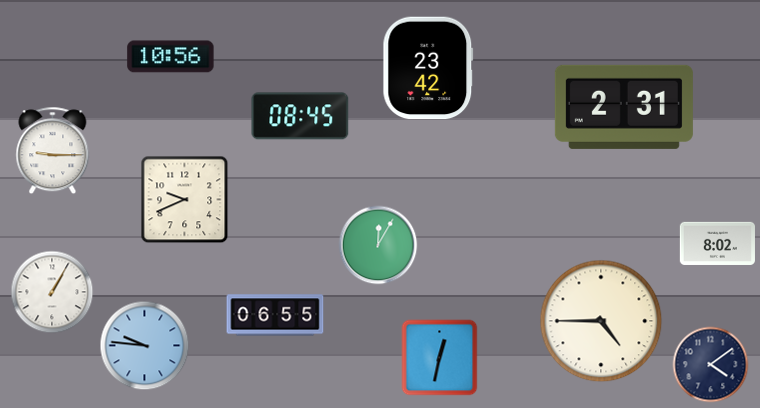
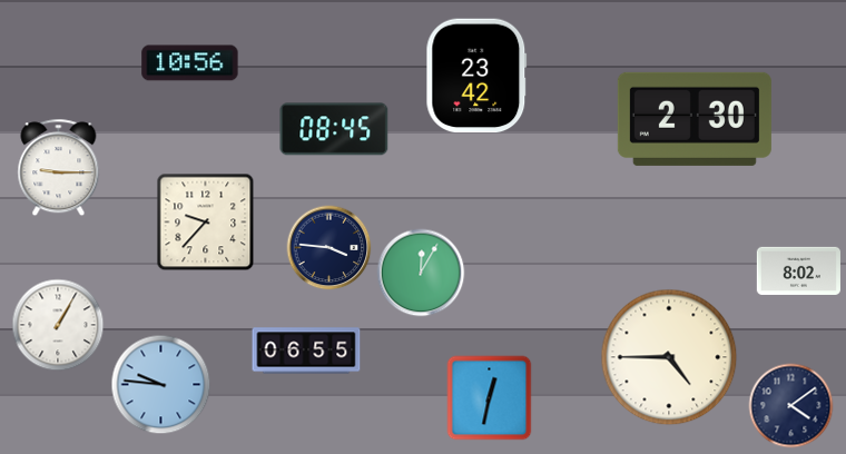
clock at (624, 107): 2:31 -> 2:30
clock at (185, 200): 9:41 -> 9:37
clock at (329, 248): none -> 3:46
